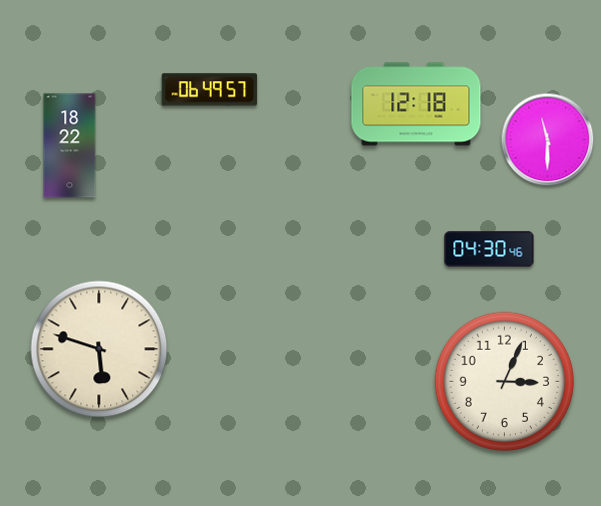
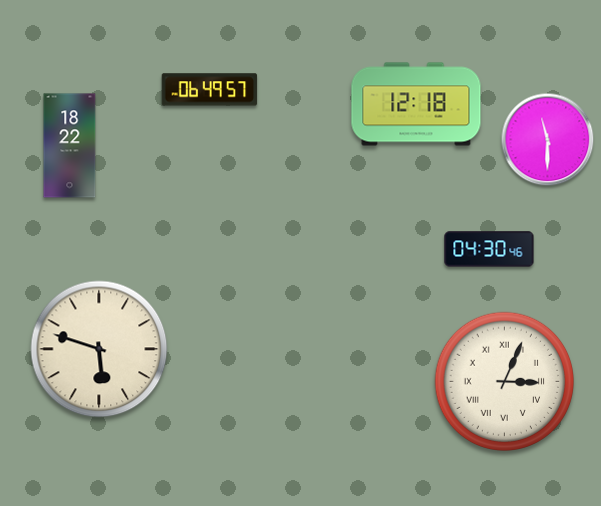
clock at (504, 381) numerals: Arabic -> Roman
